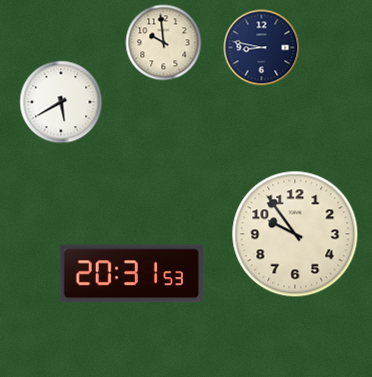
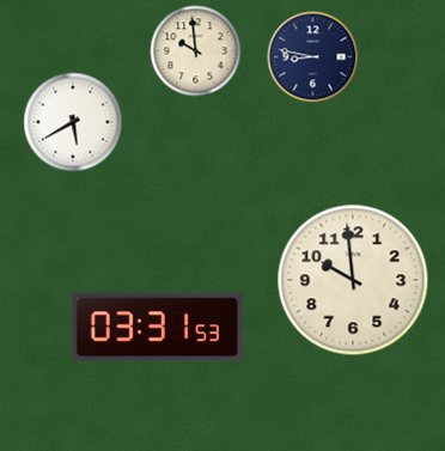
clock at (295, 234): 9:54 -> 9:59
clock at (131, 274): 20:31 -> 03:31
